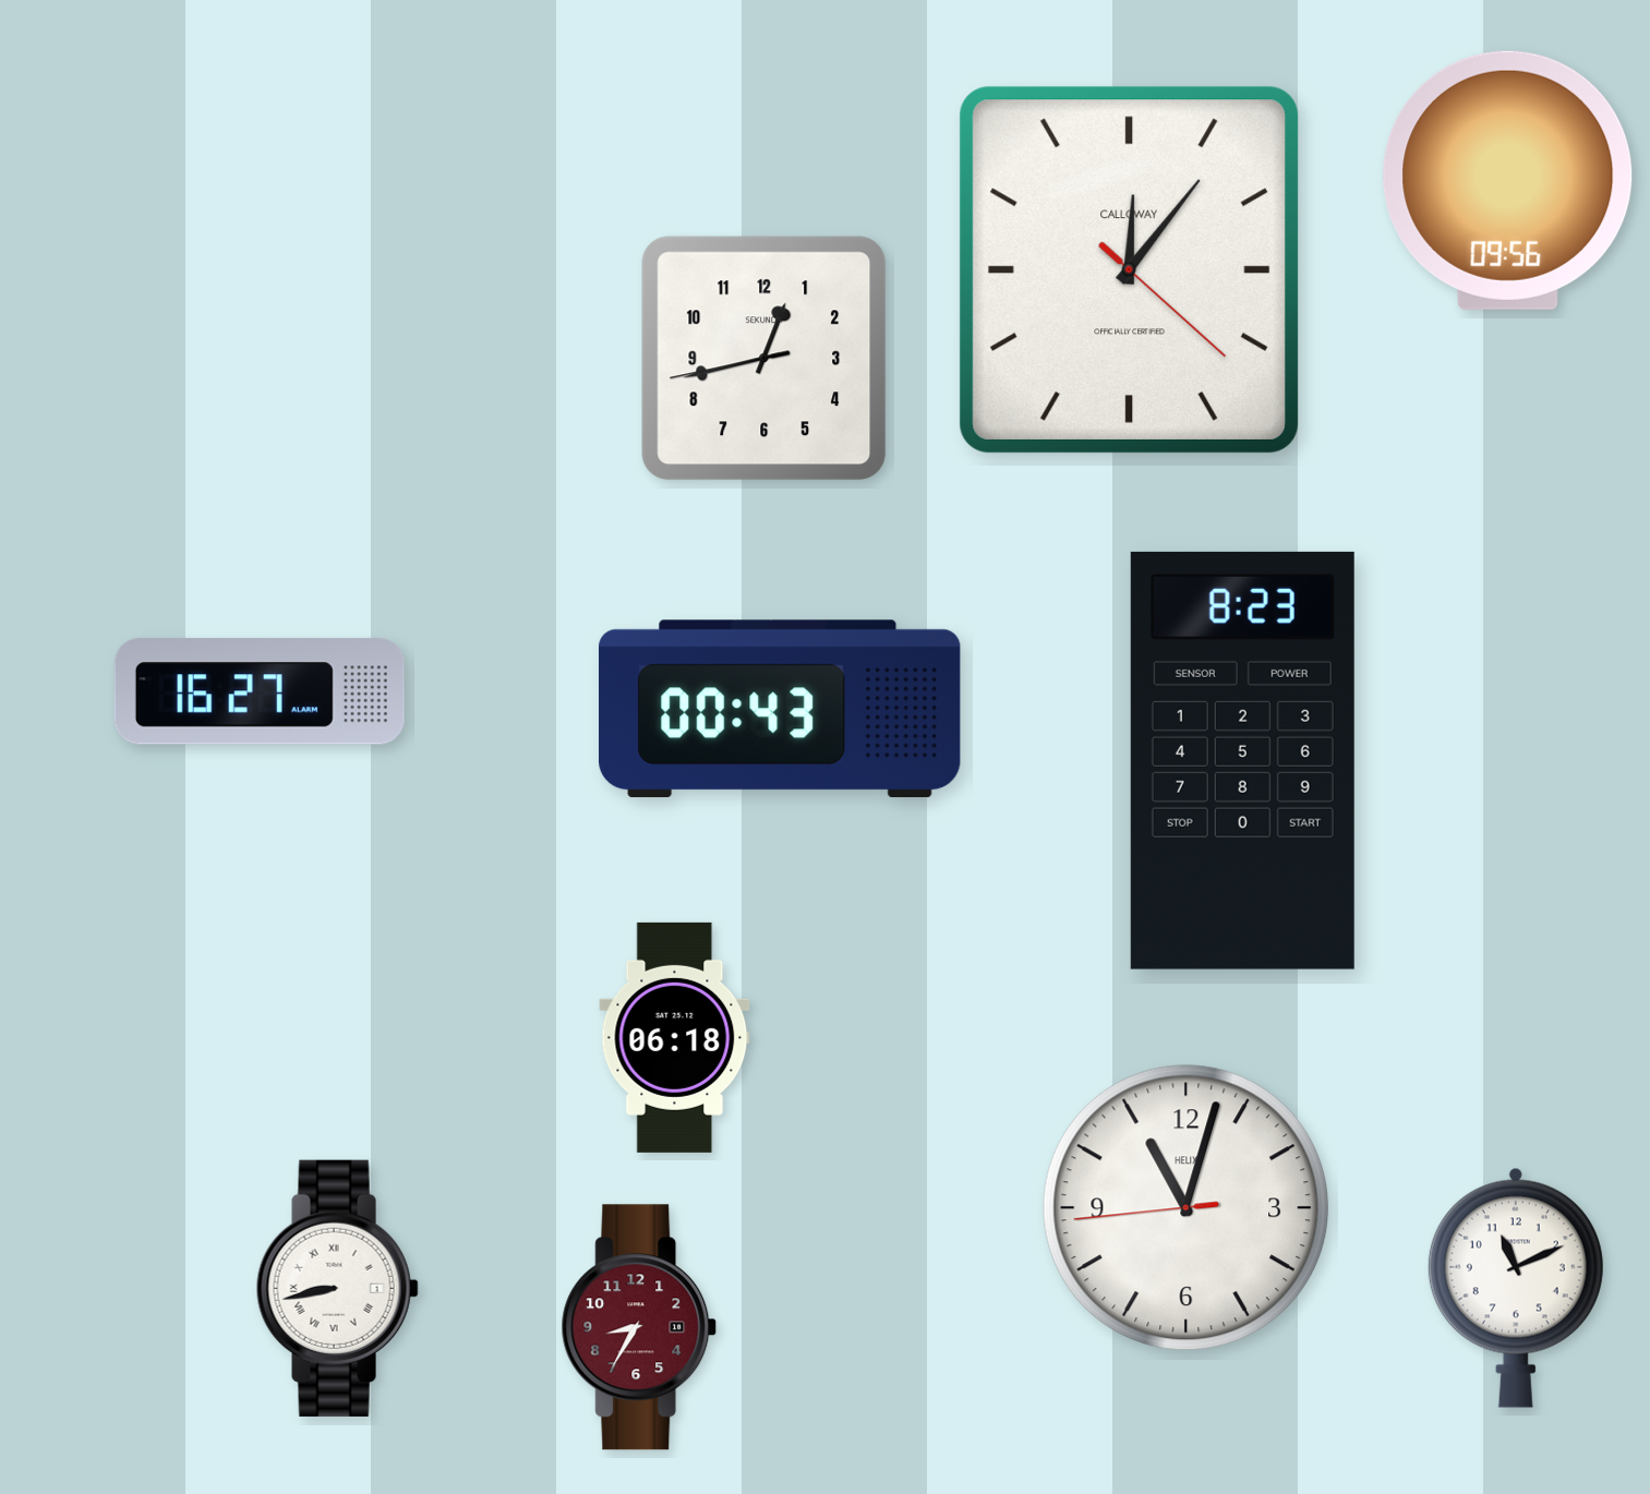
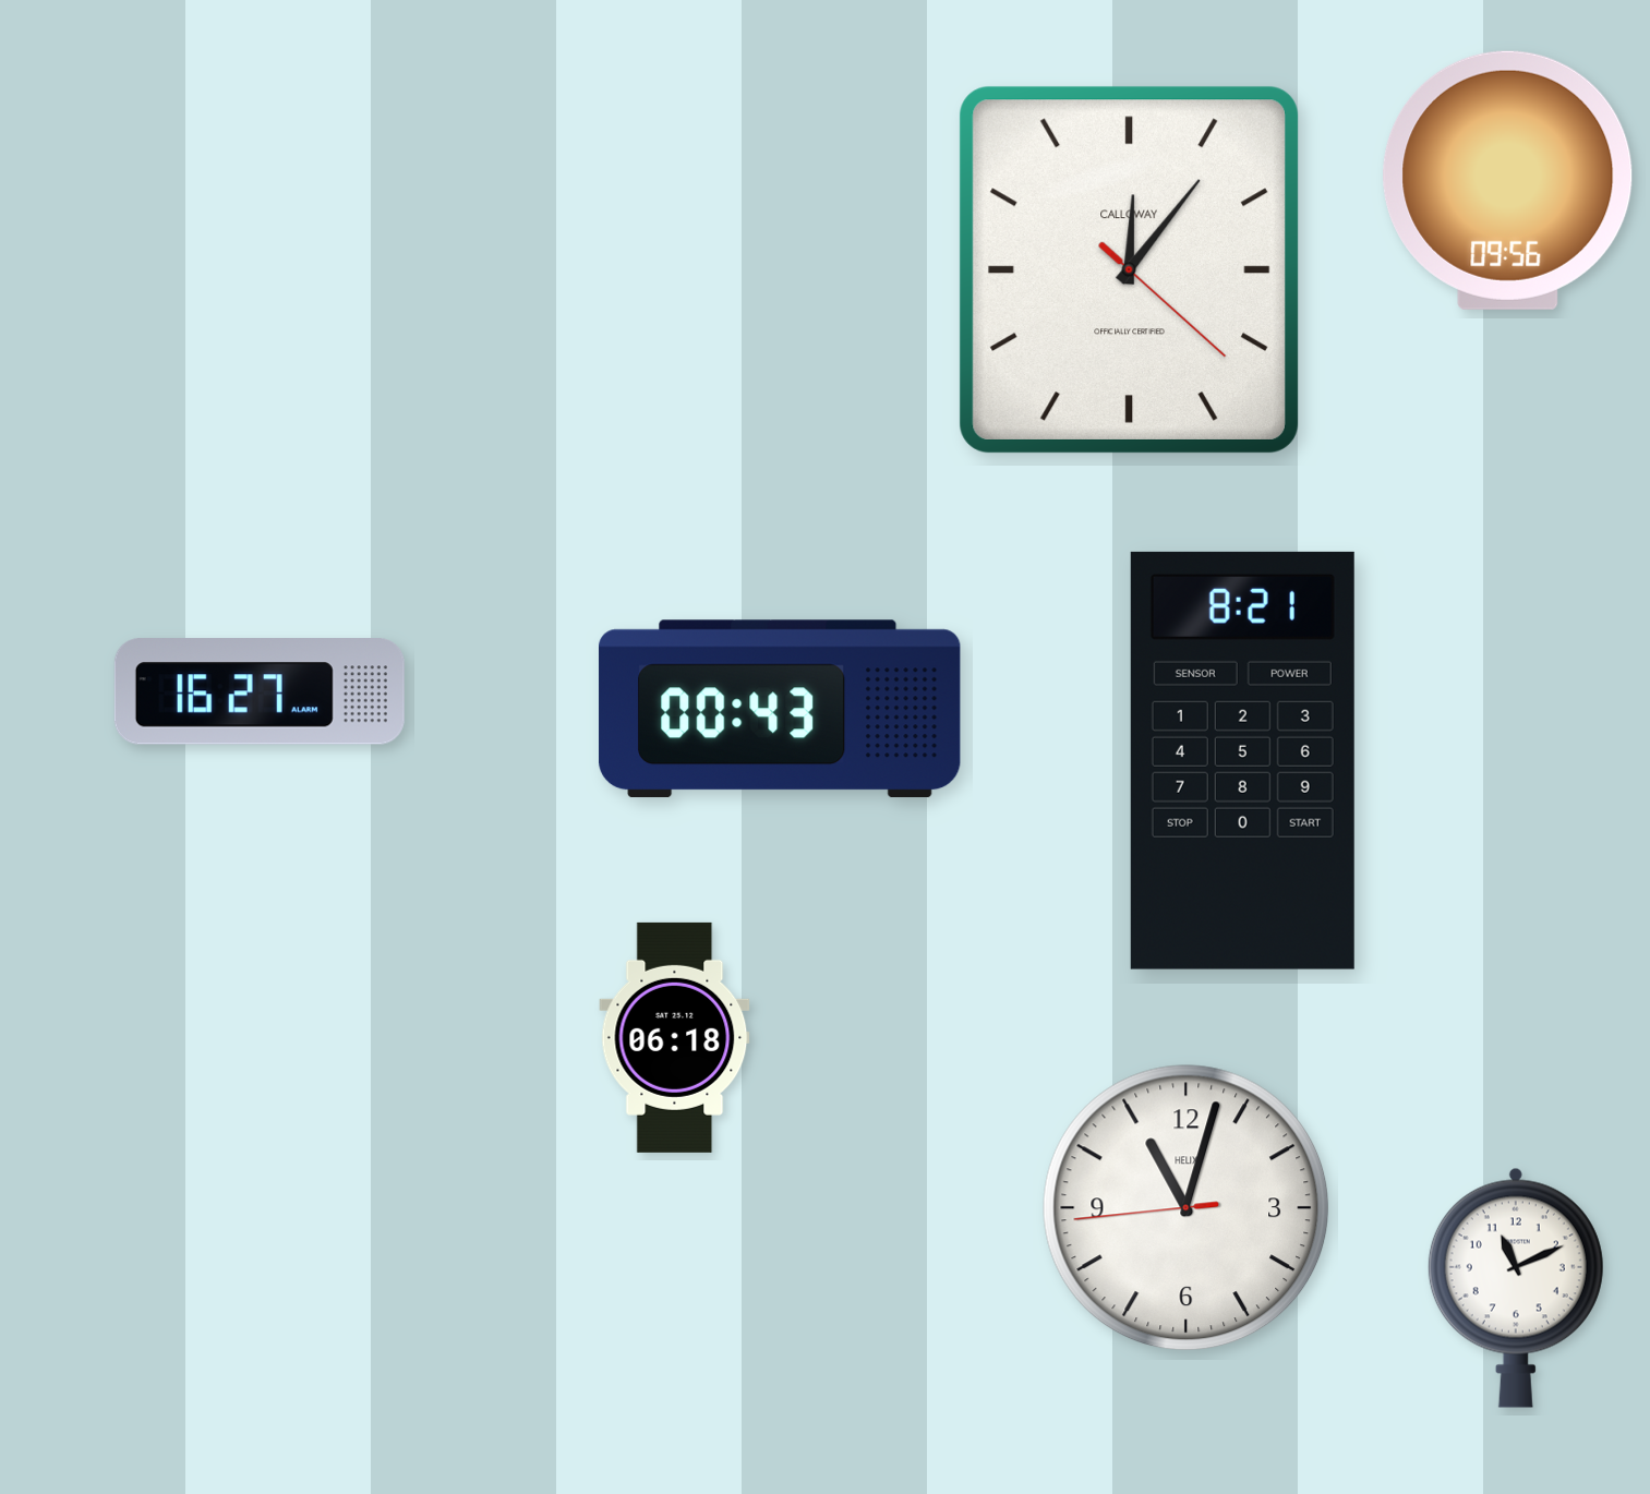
clock at (764, 359): 12:42 -> none
clock at (1242, 760): 8:23 -> 8:21
clock at (337, 1288): 8:43 -> none
clock at (639, 1327): 8:35 -> none
